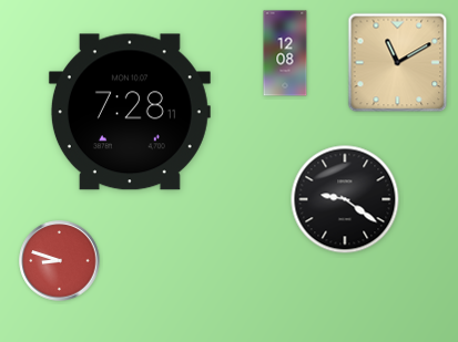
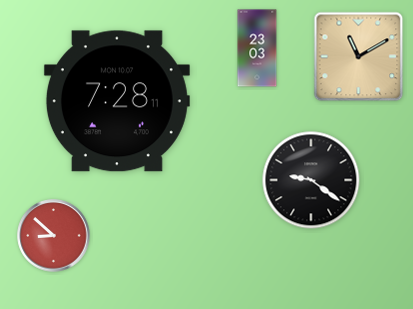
clock at (285, 53): 12:08 -> 23:03
clock at (60, 261): 8:48 -> 8:52
